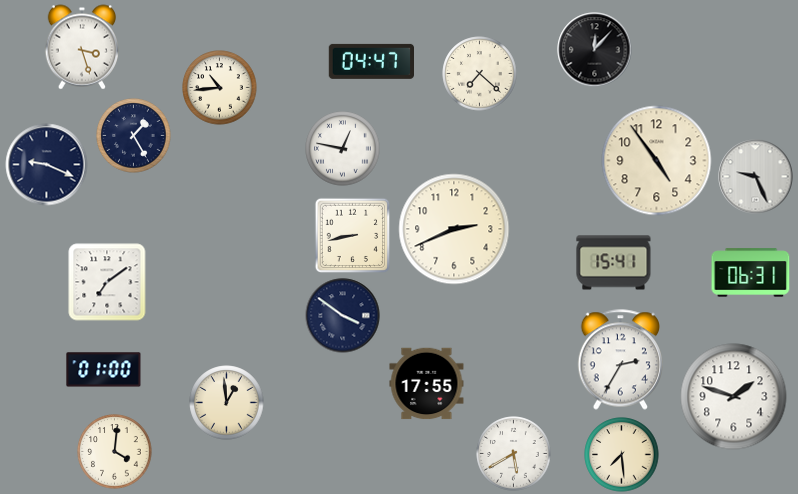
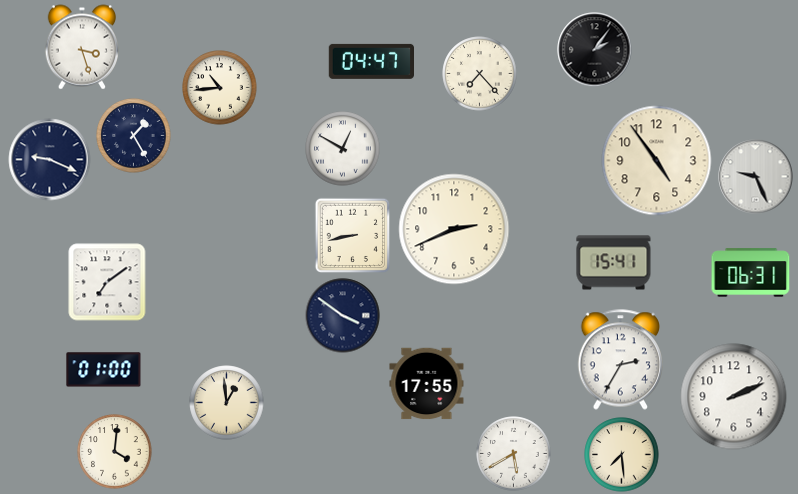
clock at (595, 50): 12:07 -> 2:06
clock at (480, 74): 7:22 -> 7:23
clock at (343, 149): 12:47 -> 12:50
clock at (47, 165) position: (47, 165) -> (50, 160)
clock at (734, 397): 1:48 -> 2:11
